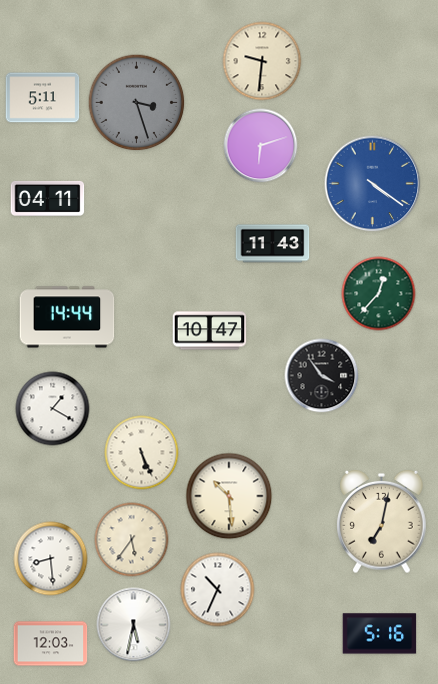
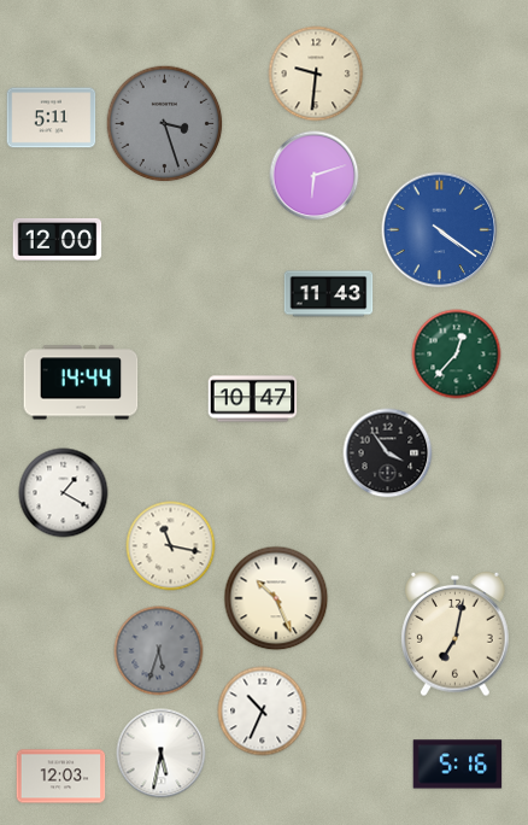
clock at (373, 184) position: (373, 184) -> (440, 230)
clock at (48, 198): 04:11 -> 12:00
clock at (142, 453): 5:26 -> 11:17
clock at (229, 496): 10:29 -> 10:26
clock at (382, 522) position: (382, 522) -> (456, 634)
clock at (132, 540): 5:36 -> 5:33
clock at (132, 540) dial: cream -> grey
clock at (51, 559): 8:29 -> none
